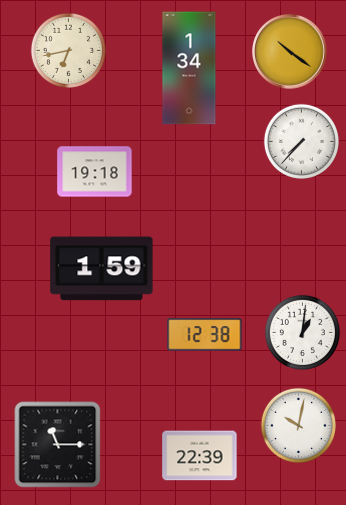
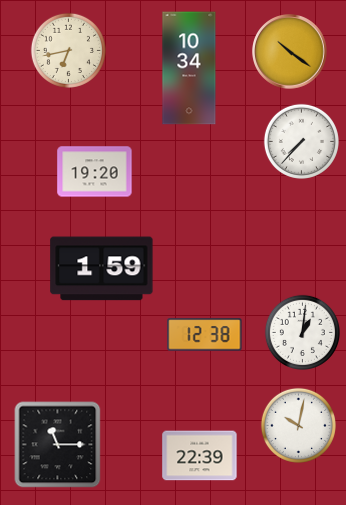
clock at (189, 68): 1:34 -> 10:34
clock at (95, 172): 19:18 -> 19:20
